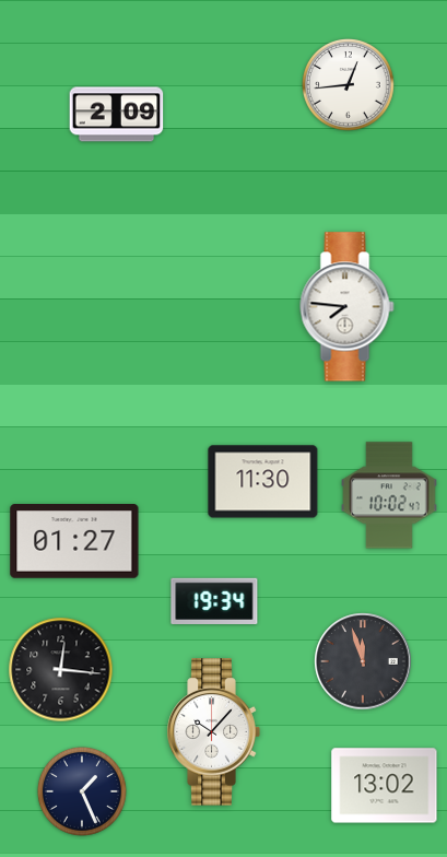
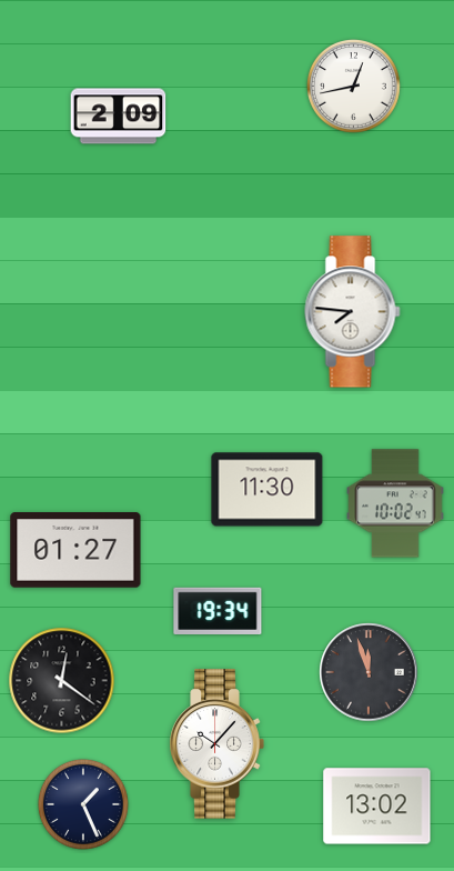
clock at (349, 85): 12:44 -> 12:43
clock at (61, 670): 12:16 -> 12:21
clock at (385, 786) position: (385, 786) -> (377, 807)
